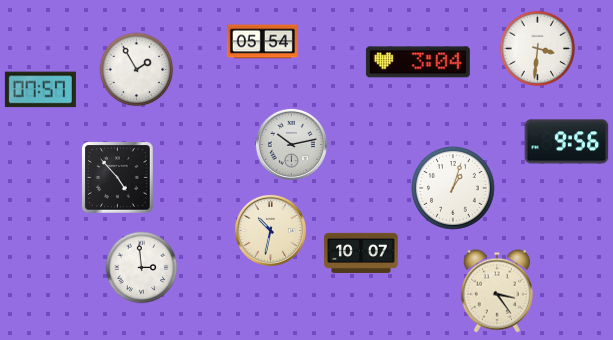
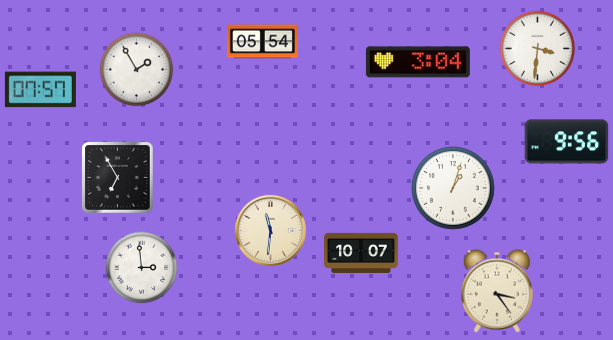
clock at (291, 144): 10:13 -> none
clock at (118, 178): 4:53 -> 6:55
clock at (270, 230): 10:32 -> 11:31
